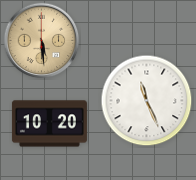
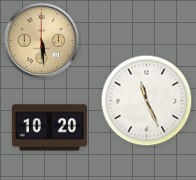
clock at (49, 124) position: (49, 124) -> (49, 128)
